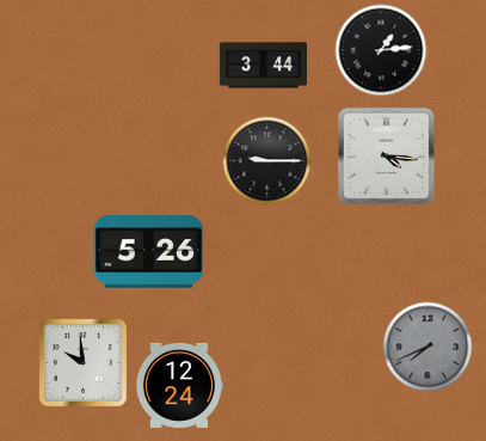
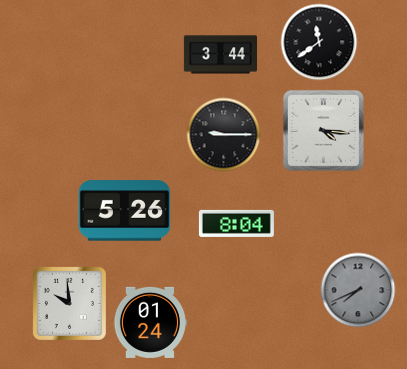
clock at (381, 50): 1:14 -> 11:39
clock at (236, 223): none -> 8:04
clock at (179, 385): 12:24 -> 01:24
